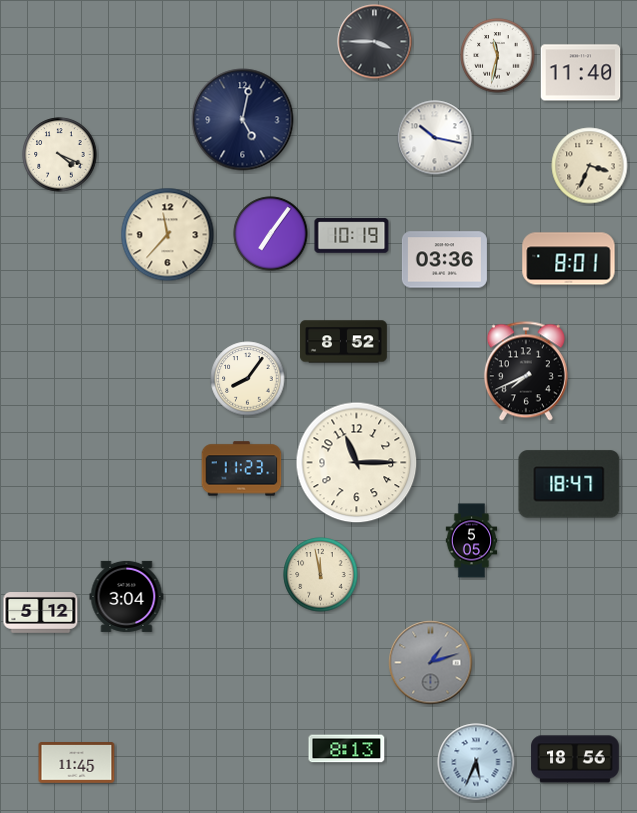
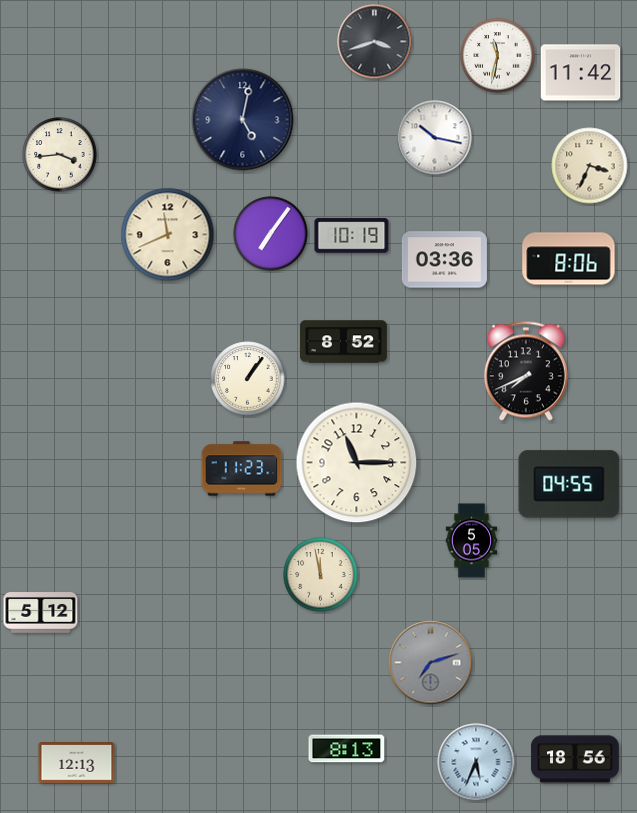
clock at (375, 42): 3:45 -> 3:42
clock at (581, 73): 11:40 -> 11:42
clock at (60, 155): 4:19 -> 3:44
clock at (168, 235): 11:37 -> 11:41
clock at (569, 259): 8:01 -> 8:06
clock at (248, 379): 8:06 -> 1:06
clock at (569, 484): 18:47 -> 04:55
clock at (127, 596): 3:04 -> none
clock at (431, 663): 1:12 -> 7:12
clock at (77, 763): 11:45 -> 12:13
